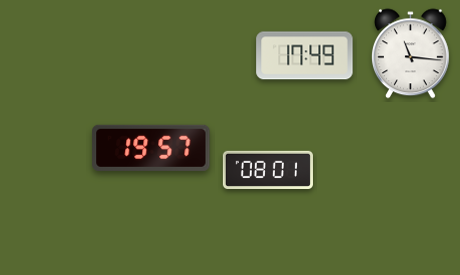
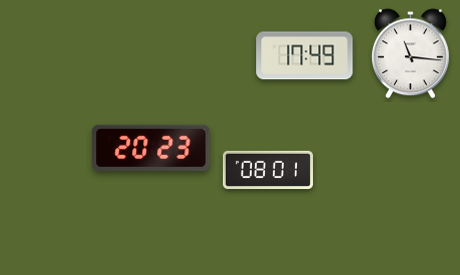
clock at (151, 148): 19:57 -> 20:23
